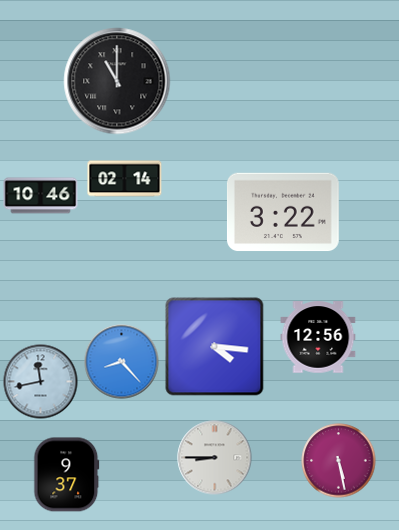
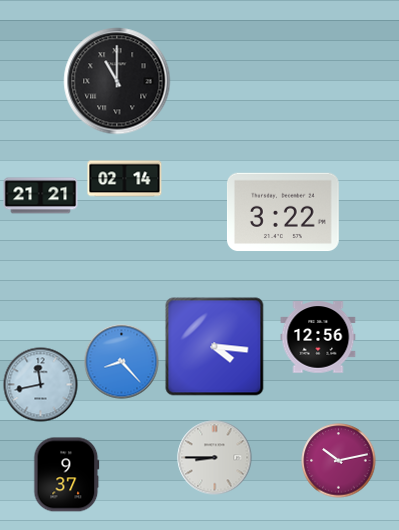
clock at (41, 196): 10:46 -> 21:21
clock at (41, 382) position: (41, 382) -> (41, 385)
clock at (339, 461): 5:28 -> 10:13
